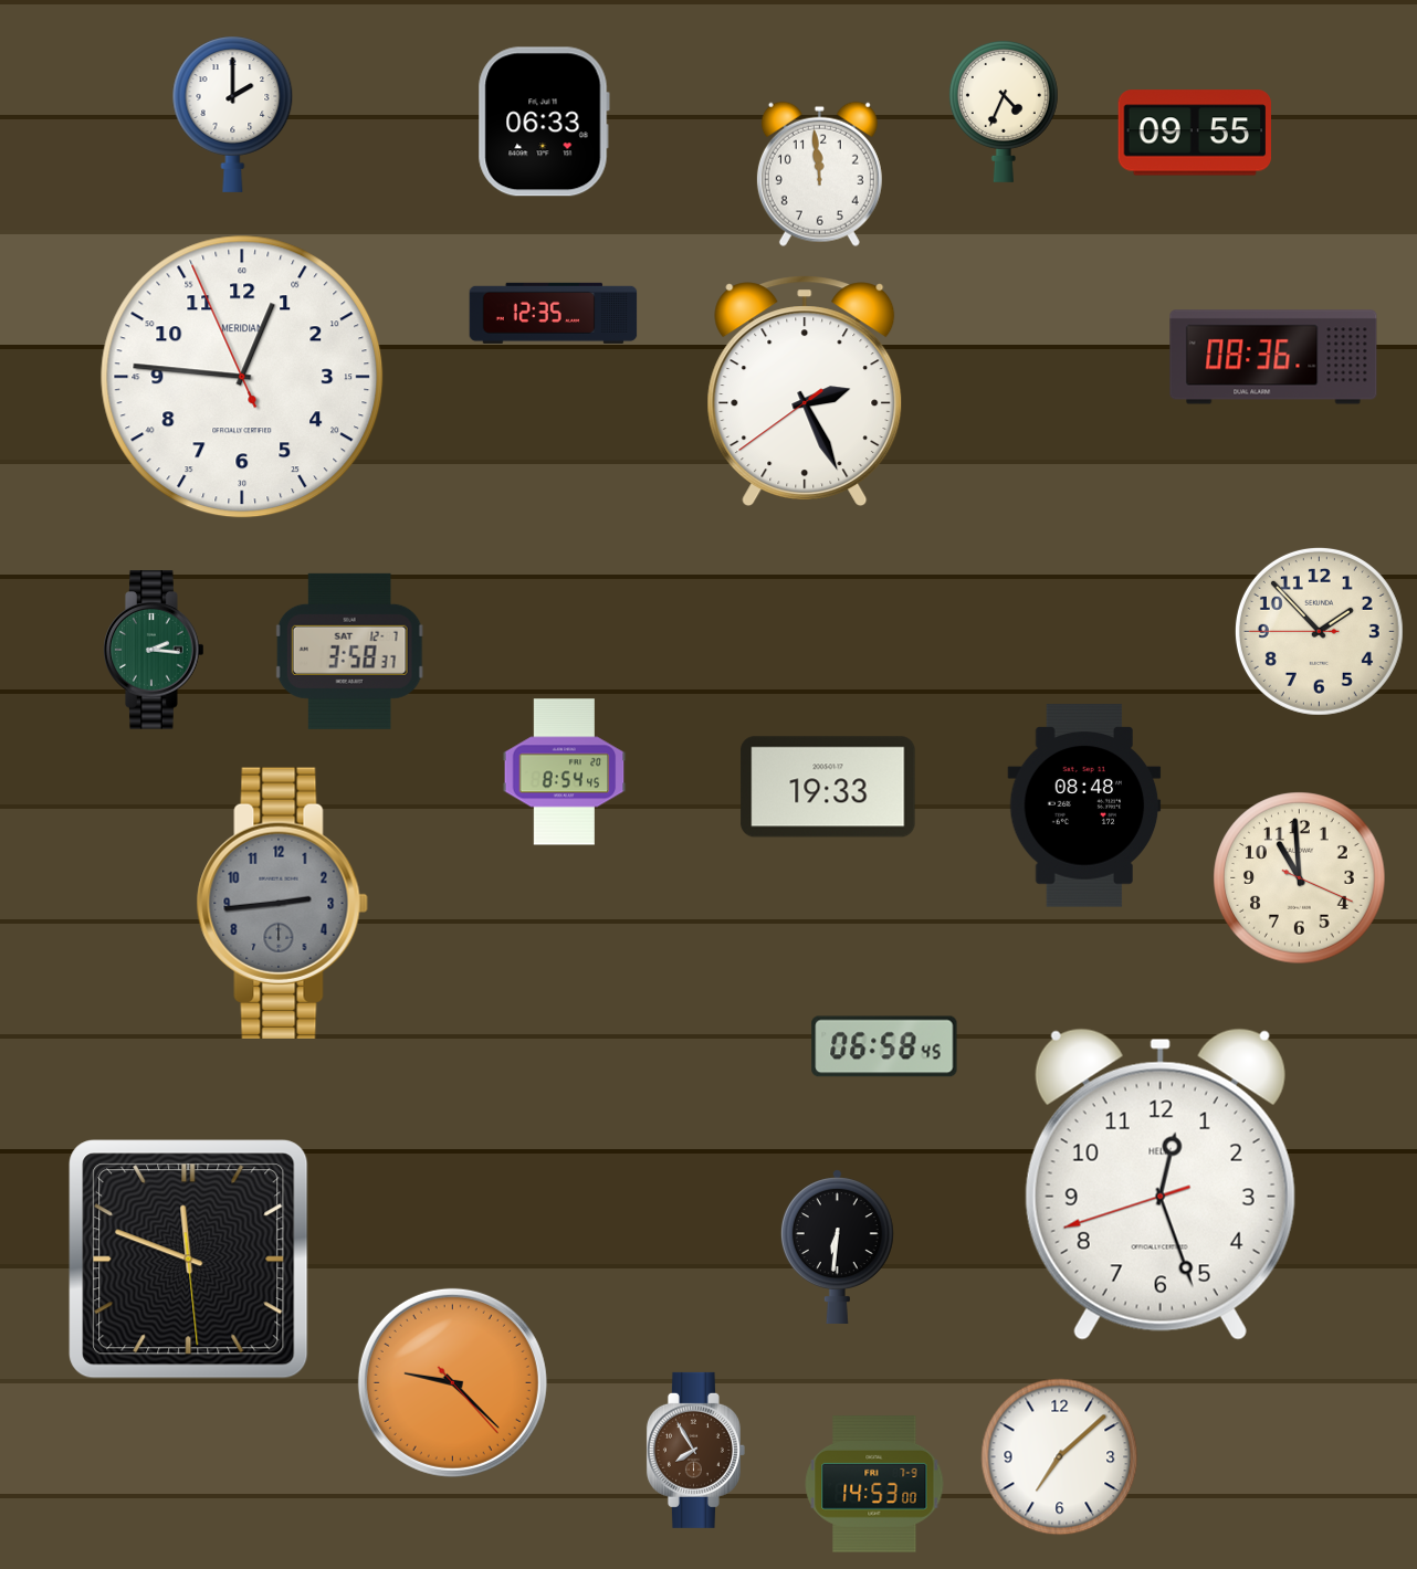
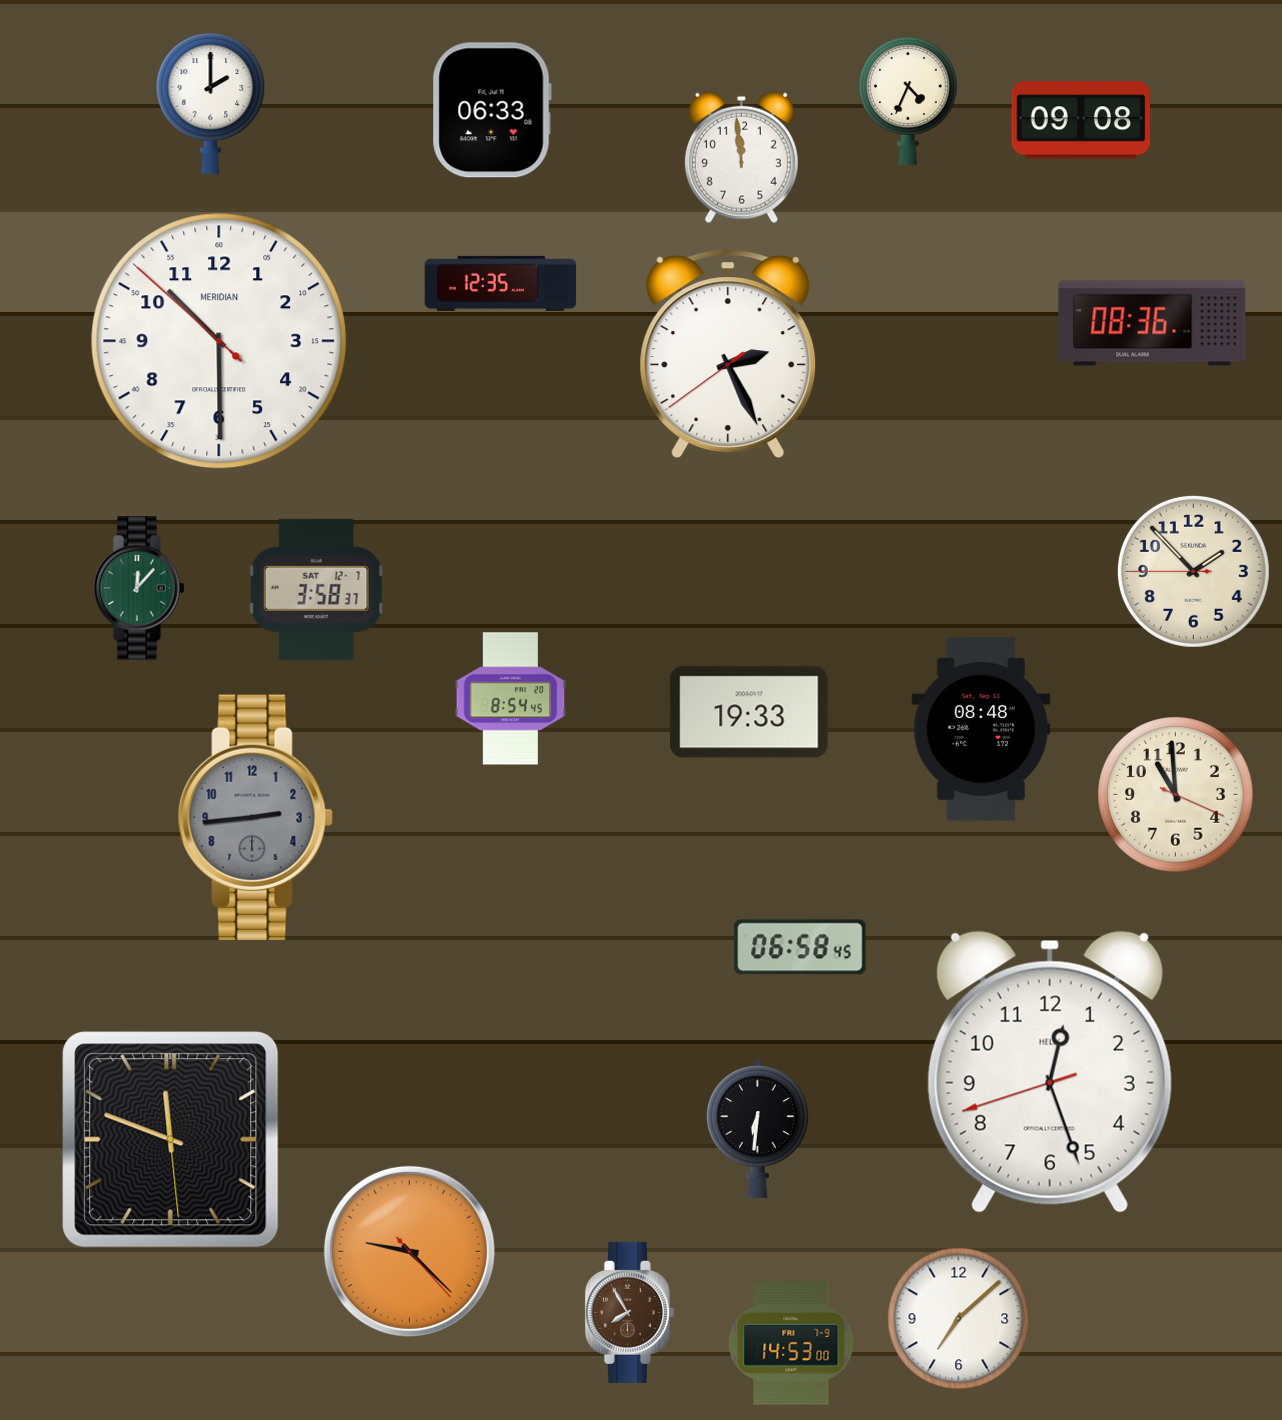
clock at (1194, 133): 09:55 -> 09:08
clock at (242, 377): 12:45 -> 10:29
clock at (154, 650): 2:16 -> 12:07
